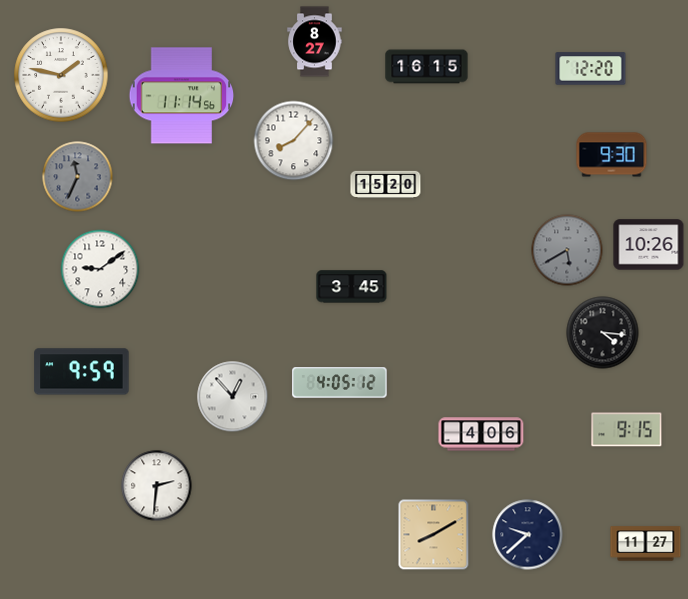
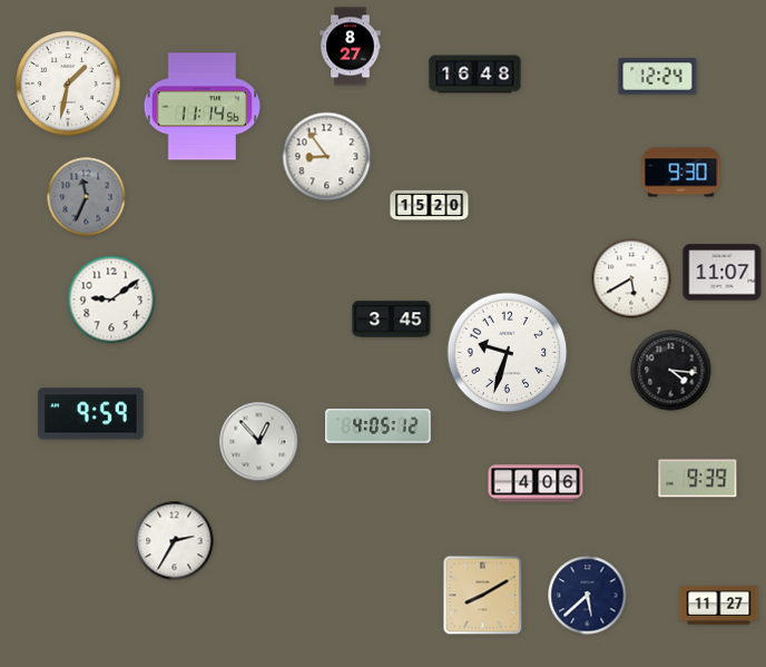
clock at (427, 67): 16:15 -> 16:48
clock at (591, 69): 12:20 -> 12:24
clock at (61, 75): 1:47 -> 1:32
clock at (294, 141): 8:07 -> 8:54
clock at (649, 245): 10:26 -> 11:07
clock at (567, 250) dial: grey -> white
clock at (508, 353): none -> 9:33
clock at (627, 430): 9:15 -> 9:39
clock at (157, 486): 2:31 -> 2:35
clock at (528, 535): 9:38 -> 5:38
